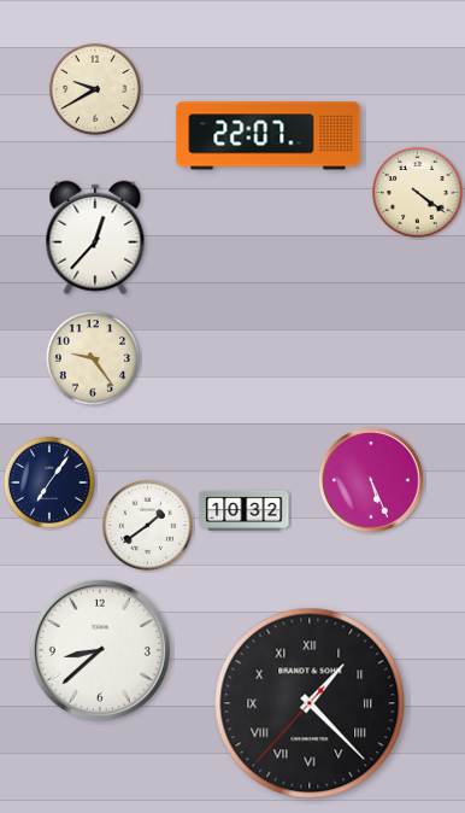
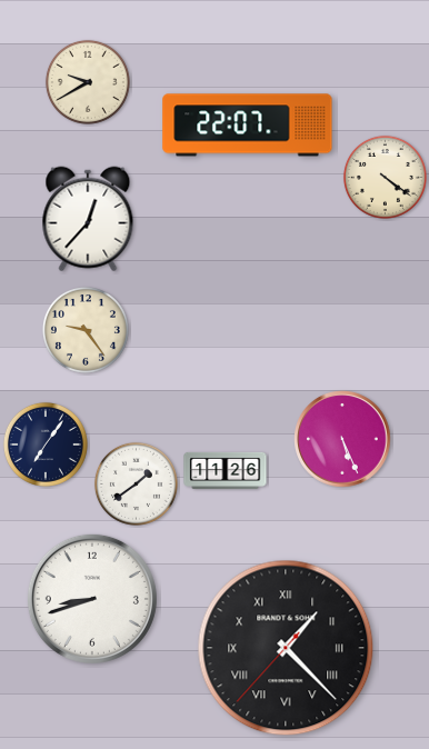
clock at (371, 480) position: (371, 480) -> (342, 439)
clock at (245, 510): 10:32 -> 11:26
clock at (100, 650): 8:38 -> 8:42
